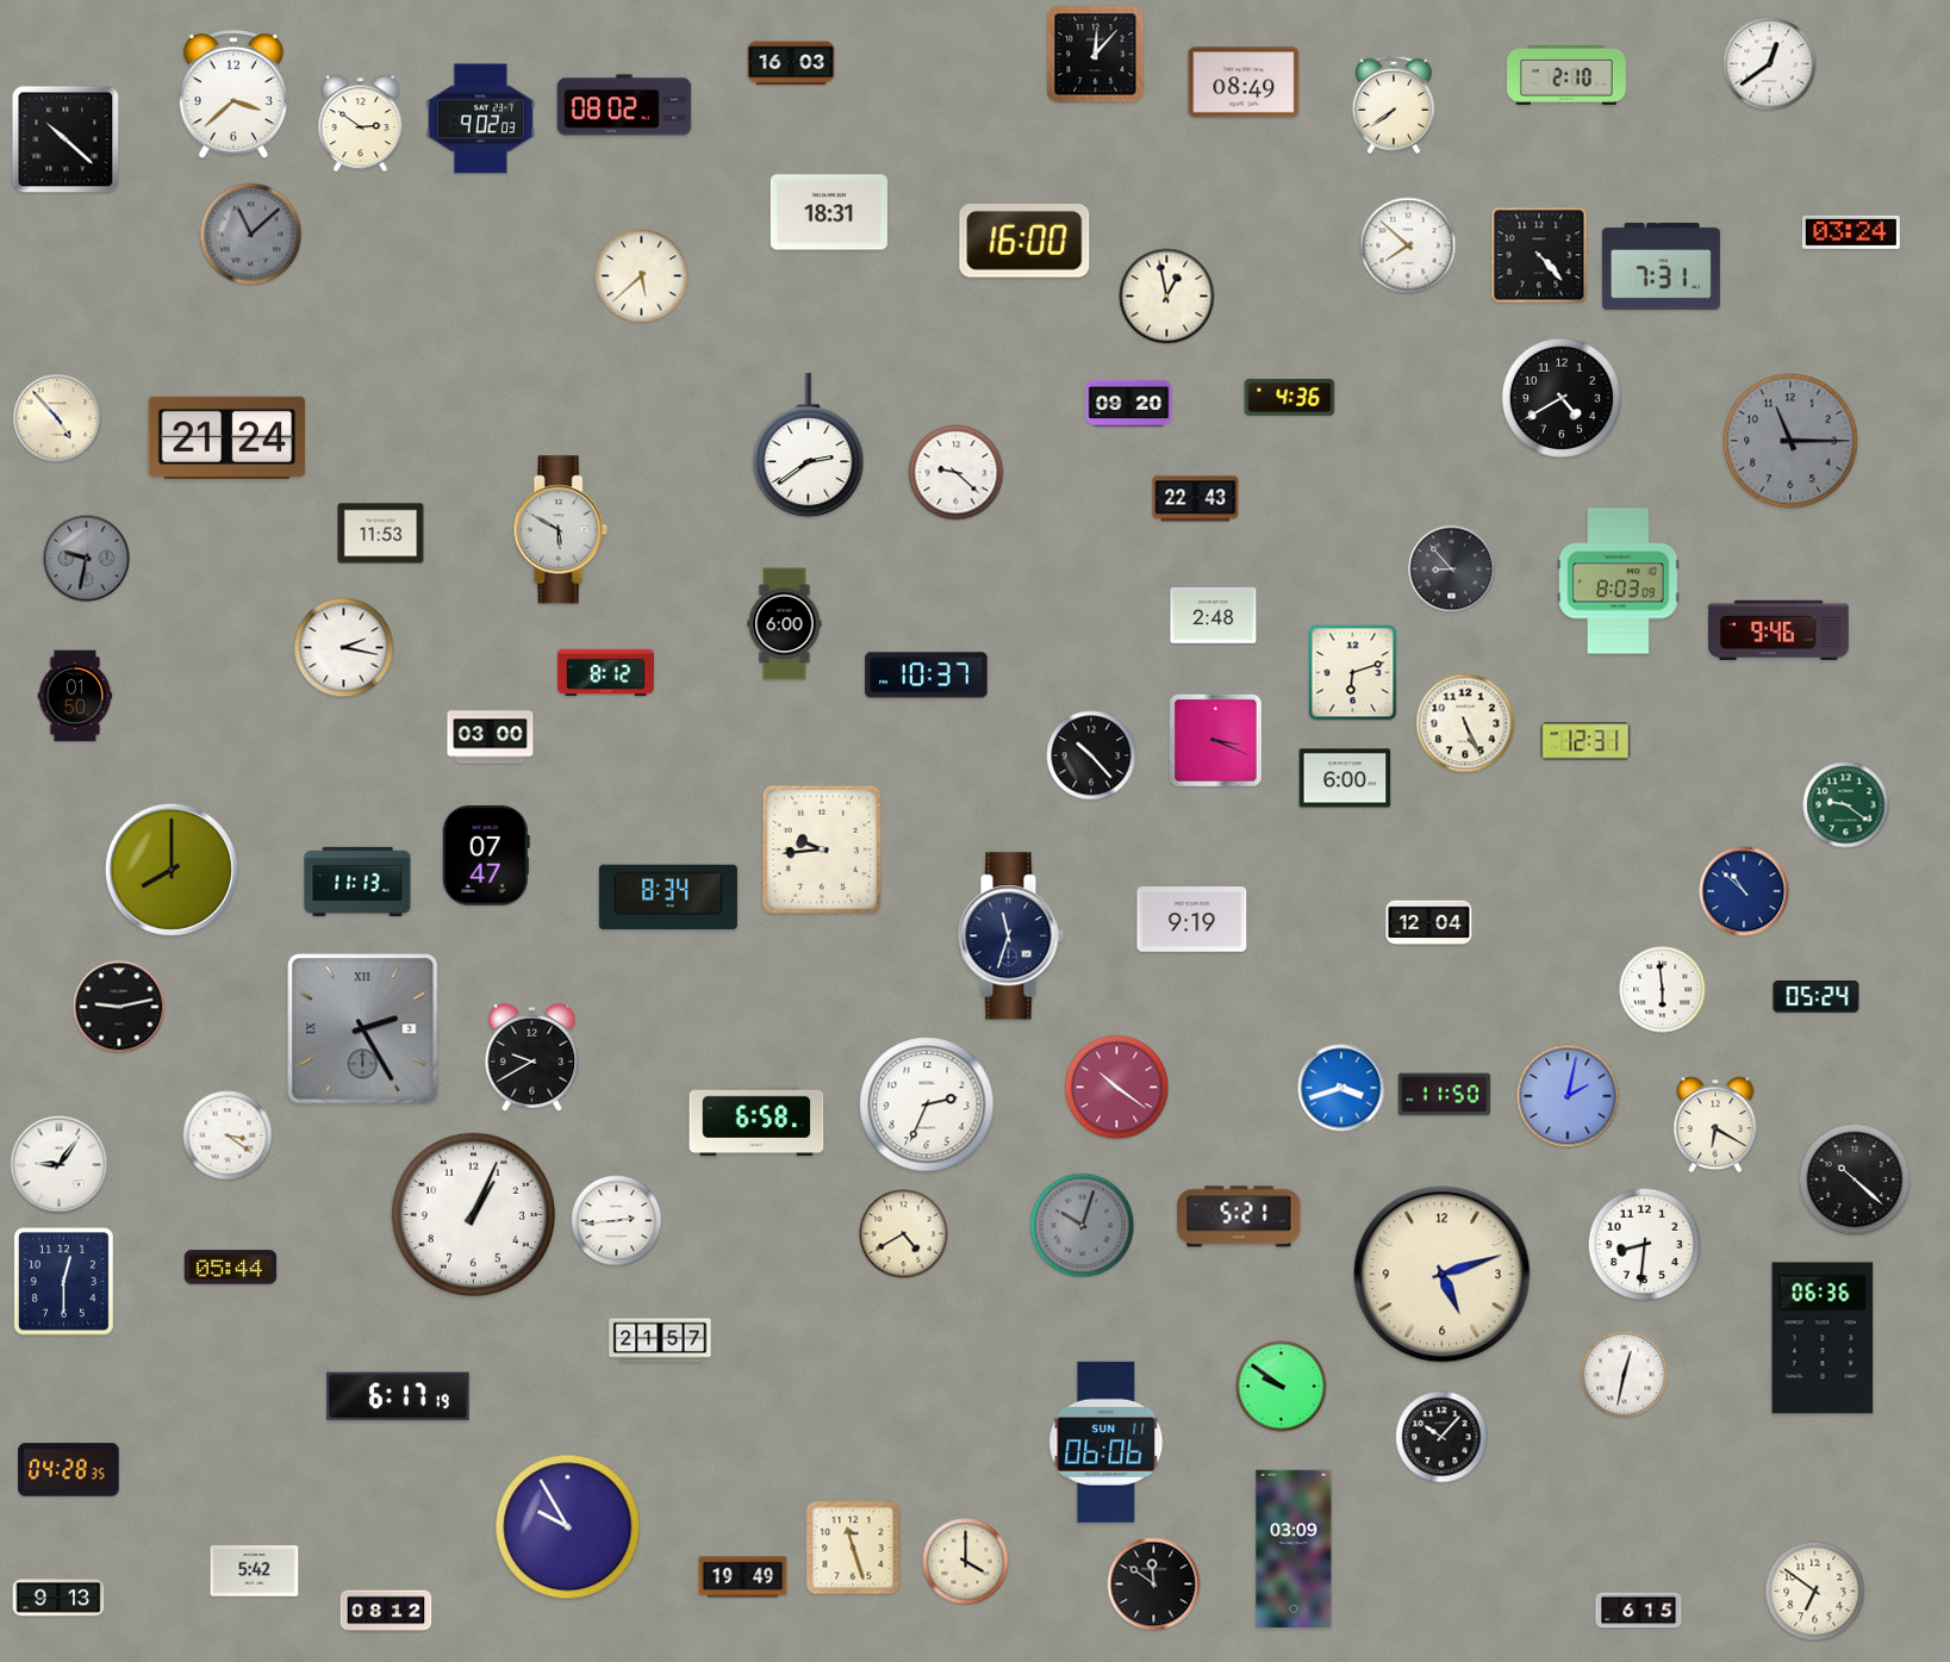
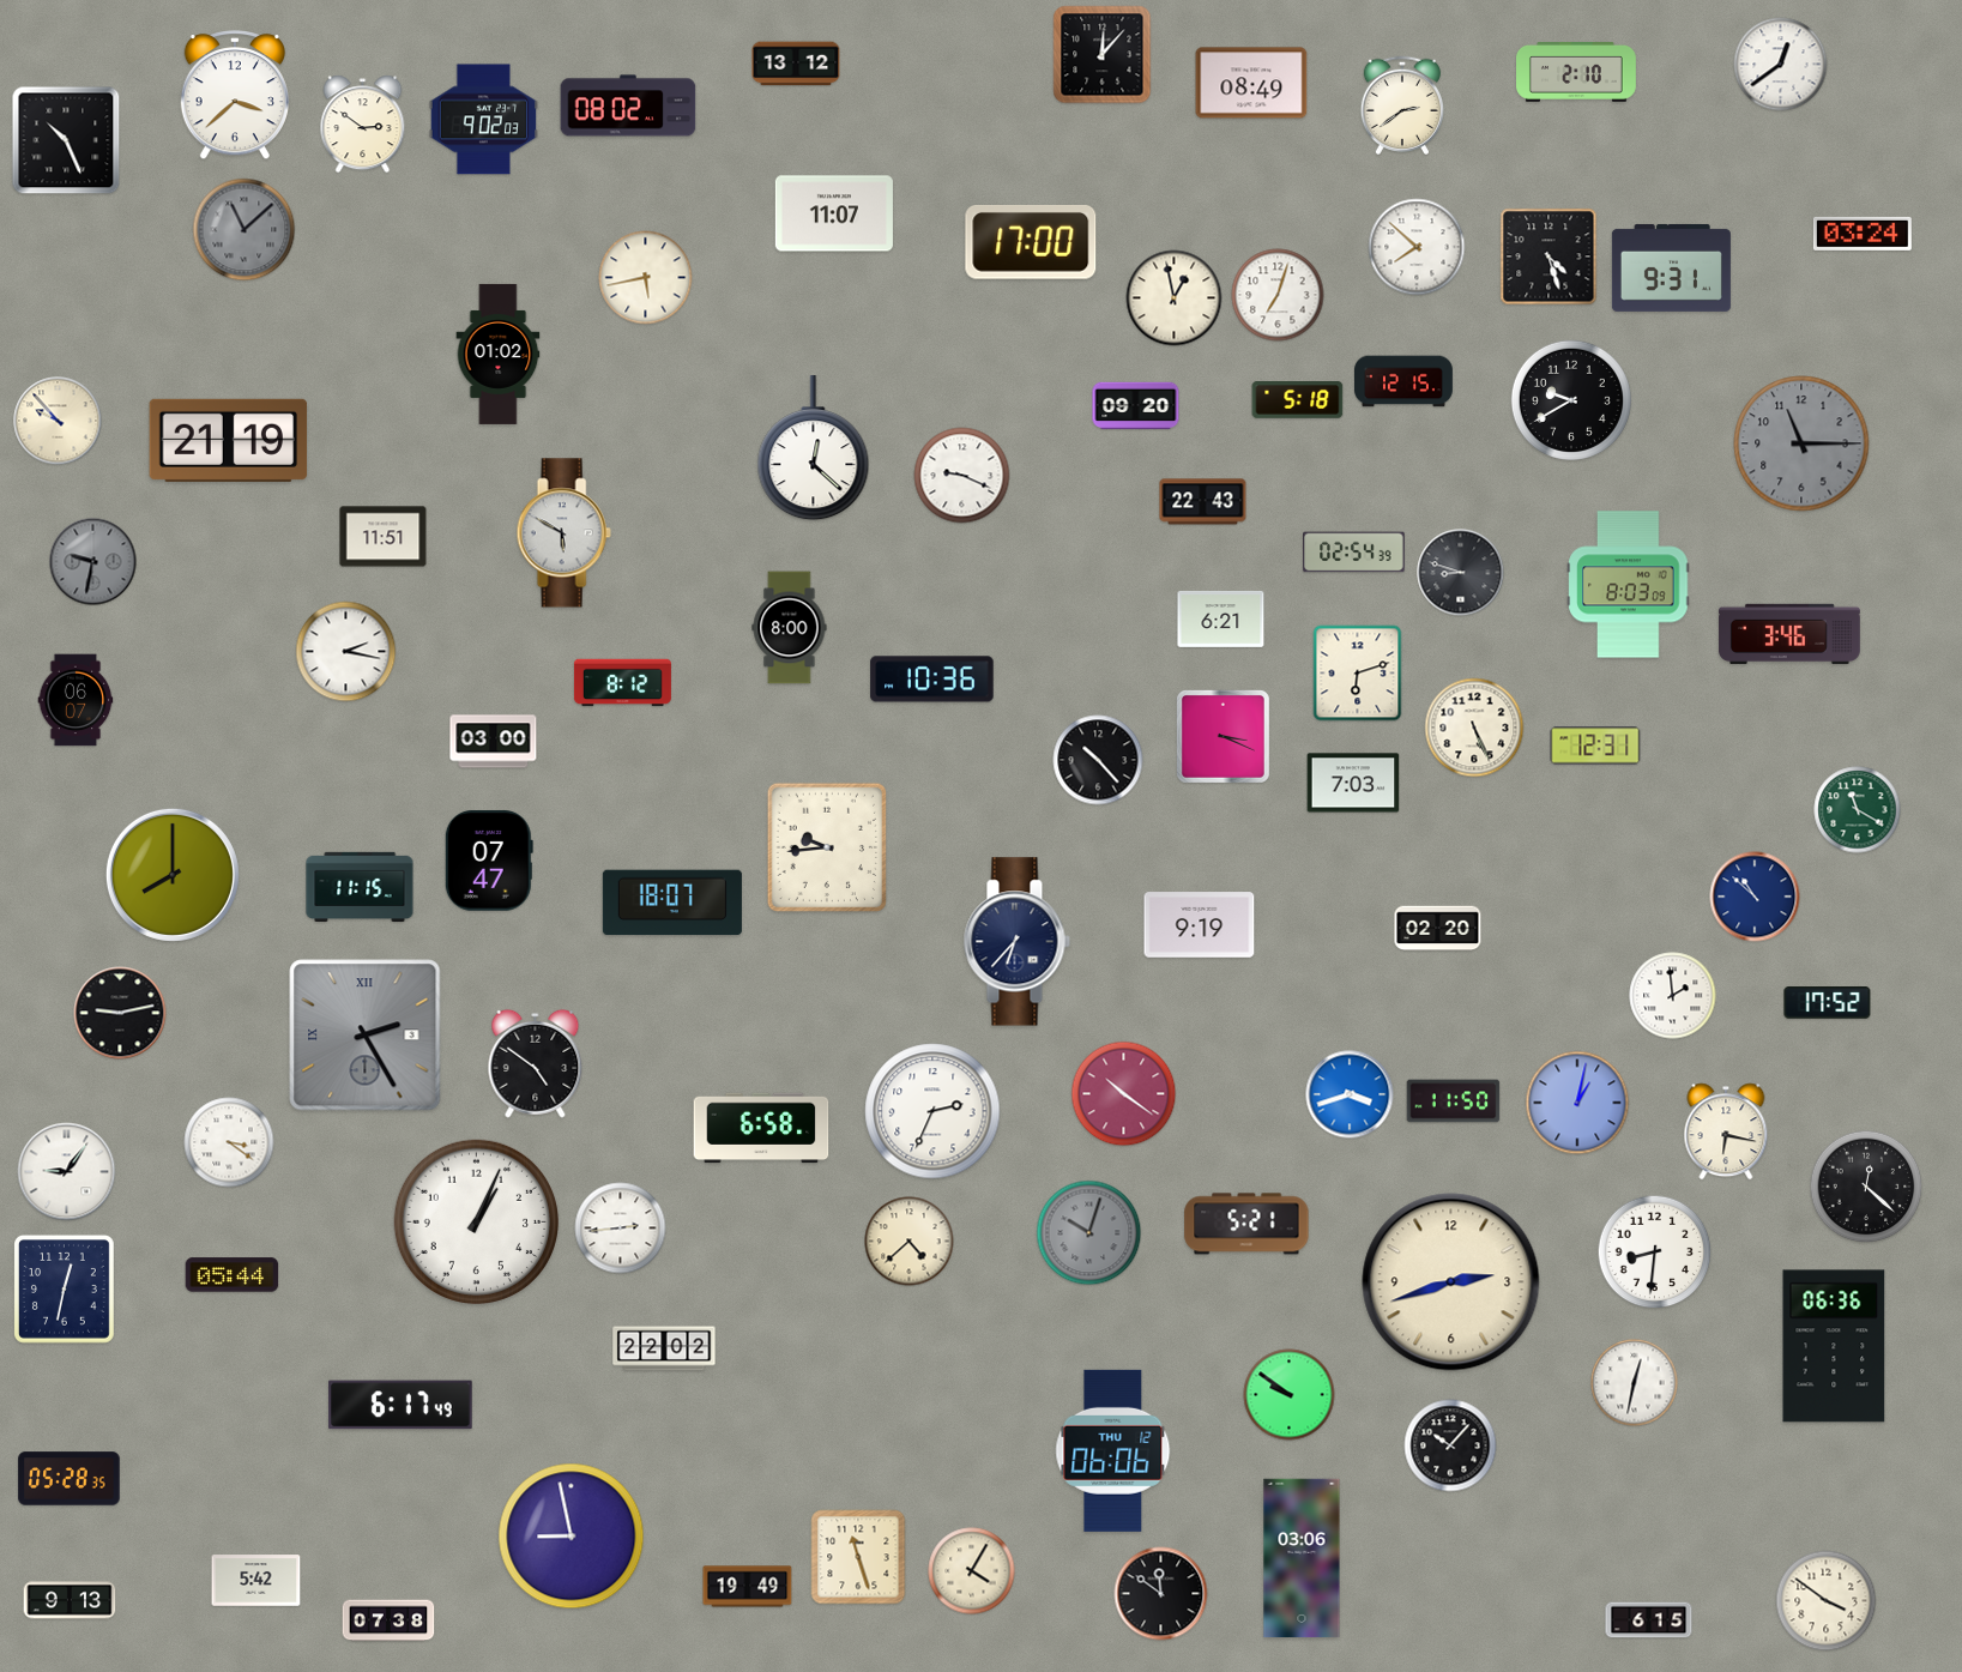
clock at (791, 63): 16:03 -> 13:12
clock at (1568, 76) position: (1568, 76) -> (1577, 73)
clock at (1393, 105): 7:39 -> 2:39
clock at (66, 139): 10:22 -> 10:26
clock at (829, 212): 18:31 -> 11:07
clock at (251, 235) position: (251, 235) -> (245, 230)
clock at (1024, 242): 16:00 -> 17:00
clock at (1539, 255): 4:23 -> 4:27
clock at (1661, 266): 7:31 -> 9:31
clock at (642, 276): 5:38 -> 5:43
clock at (1278, 295): none -> 7:03
clock at (499, 354): none -> 01:02
clock at (1405, 381): none -> 12:15
clock at (1290, 398): 4:36 -> 5:18
clock at (1562, 398): 4:40 -> 9:40
clock at (57, 418): 4:53 -> 9:53
clock at (228, 437): 21:24 -> 21:19
clock at (809, 446): 2:39 -> 12:22
clock at (957, 473): 9:22 -> 9:19
clock at (381, 534): 11:53 -> 11:51
clock at (1354, 553): none -> 02:54
clock at (87, 559) position: (87, 559) -> (93, 562)
clock at (1452, 569): 8:53 -> 8:48
clock at (1214, 616): 2:48 -> 6:21
clock at (785, 624): 6:00 -> 8:00
clock at (1778, 630): 9:46 -> 3:46
clock at (605, 673) position: (605, 673) -> (622, 683)
clock at (1353, 673) position: (1353, 673) -> (1358, 674)
clock at (927, 676): 10:37 -> 10:36
clock at (75, 696): 01:50 -> 06:07
clock at (1215, 740) position: (1215, 740) -> (1223, 736)
clock at (1345, 778): 6:00 -> 7:03
clock at (1846, 805): 9:21 -> 11:20
clock at (822, 849) position: (822, 849) -> (827, 847)
clock at (357, 880): 11:13 -> 11:15
clock at (668, 897): 8:34 -> 18:07
clock at (1429, 923): 12:04 -> 02:20
clock at (1010, 936): 11:33 -> 6:37
clock at (1663, 990): 5:59 -> 1:59
clock at (1817, 997): 05:24 -> 17:52
clock at (532, 1057): 9:40 -> 4:51
clock at (1568, 1096): 2:02 -> 1:02
clock at (1715, 1125): 6:20 -> 6:17
clock at (60, 1165) position: (60, 1165) -> (67, 1172)
clock at (1855, 1179): 10:22 -> 12:22
clock at (904, 1234): 4:40 -> 4:38
clock at (1443, 1275): 5:12 -> 2:42
clock at (64, 1282): 12:30 -> 12:32
clock at (660, 1340): 21:57 -> 22:02
clock at (398, 1396): 6:17:19 -> 6:17:49
clock at (1107, 1442) date: SUN 11 -> THU 12
clock at (69, 1470): 04:28 -> 05:28
clock at (568, 1527): 9:55 -> 8:58
clock at (1294, 1549): 03:09 -> 03:06
clock at (966, 1562): 4:00 -> 4:05
clock at (1815, 1592): 6:51 -> 3:51
clock at (58, 1598) position: (58, 1598) -> (70, 1600)
clock at (386, 1611): 08:12 -> 07:38
